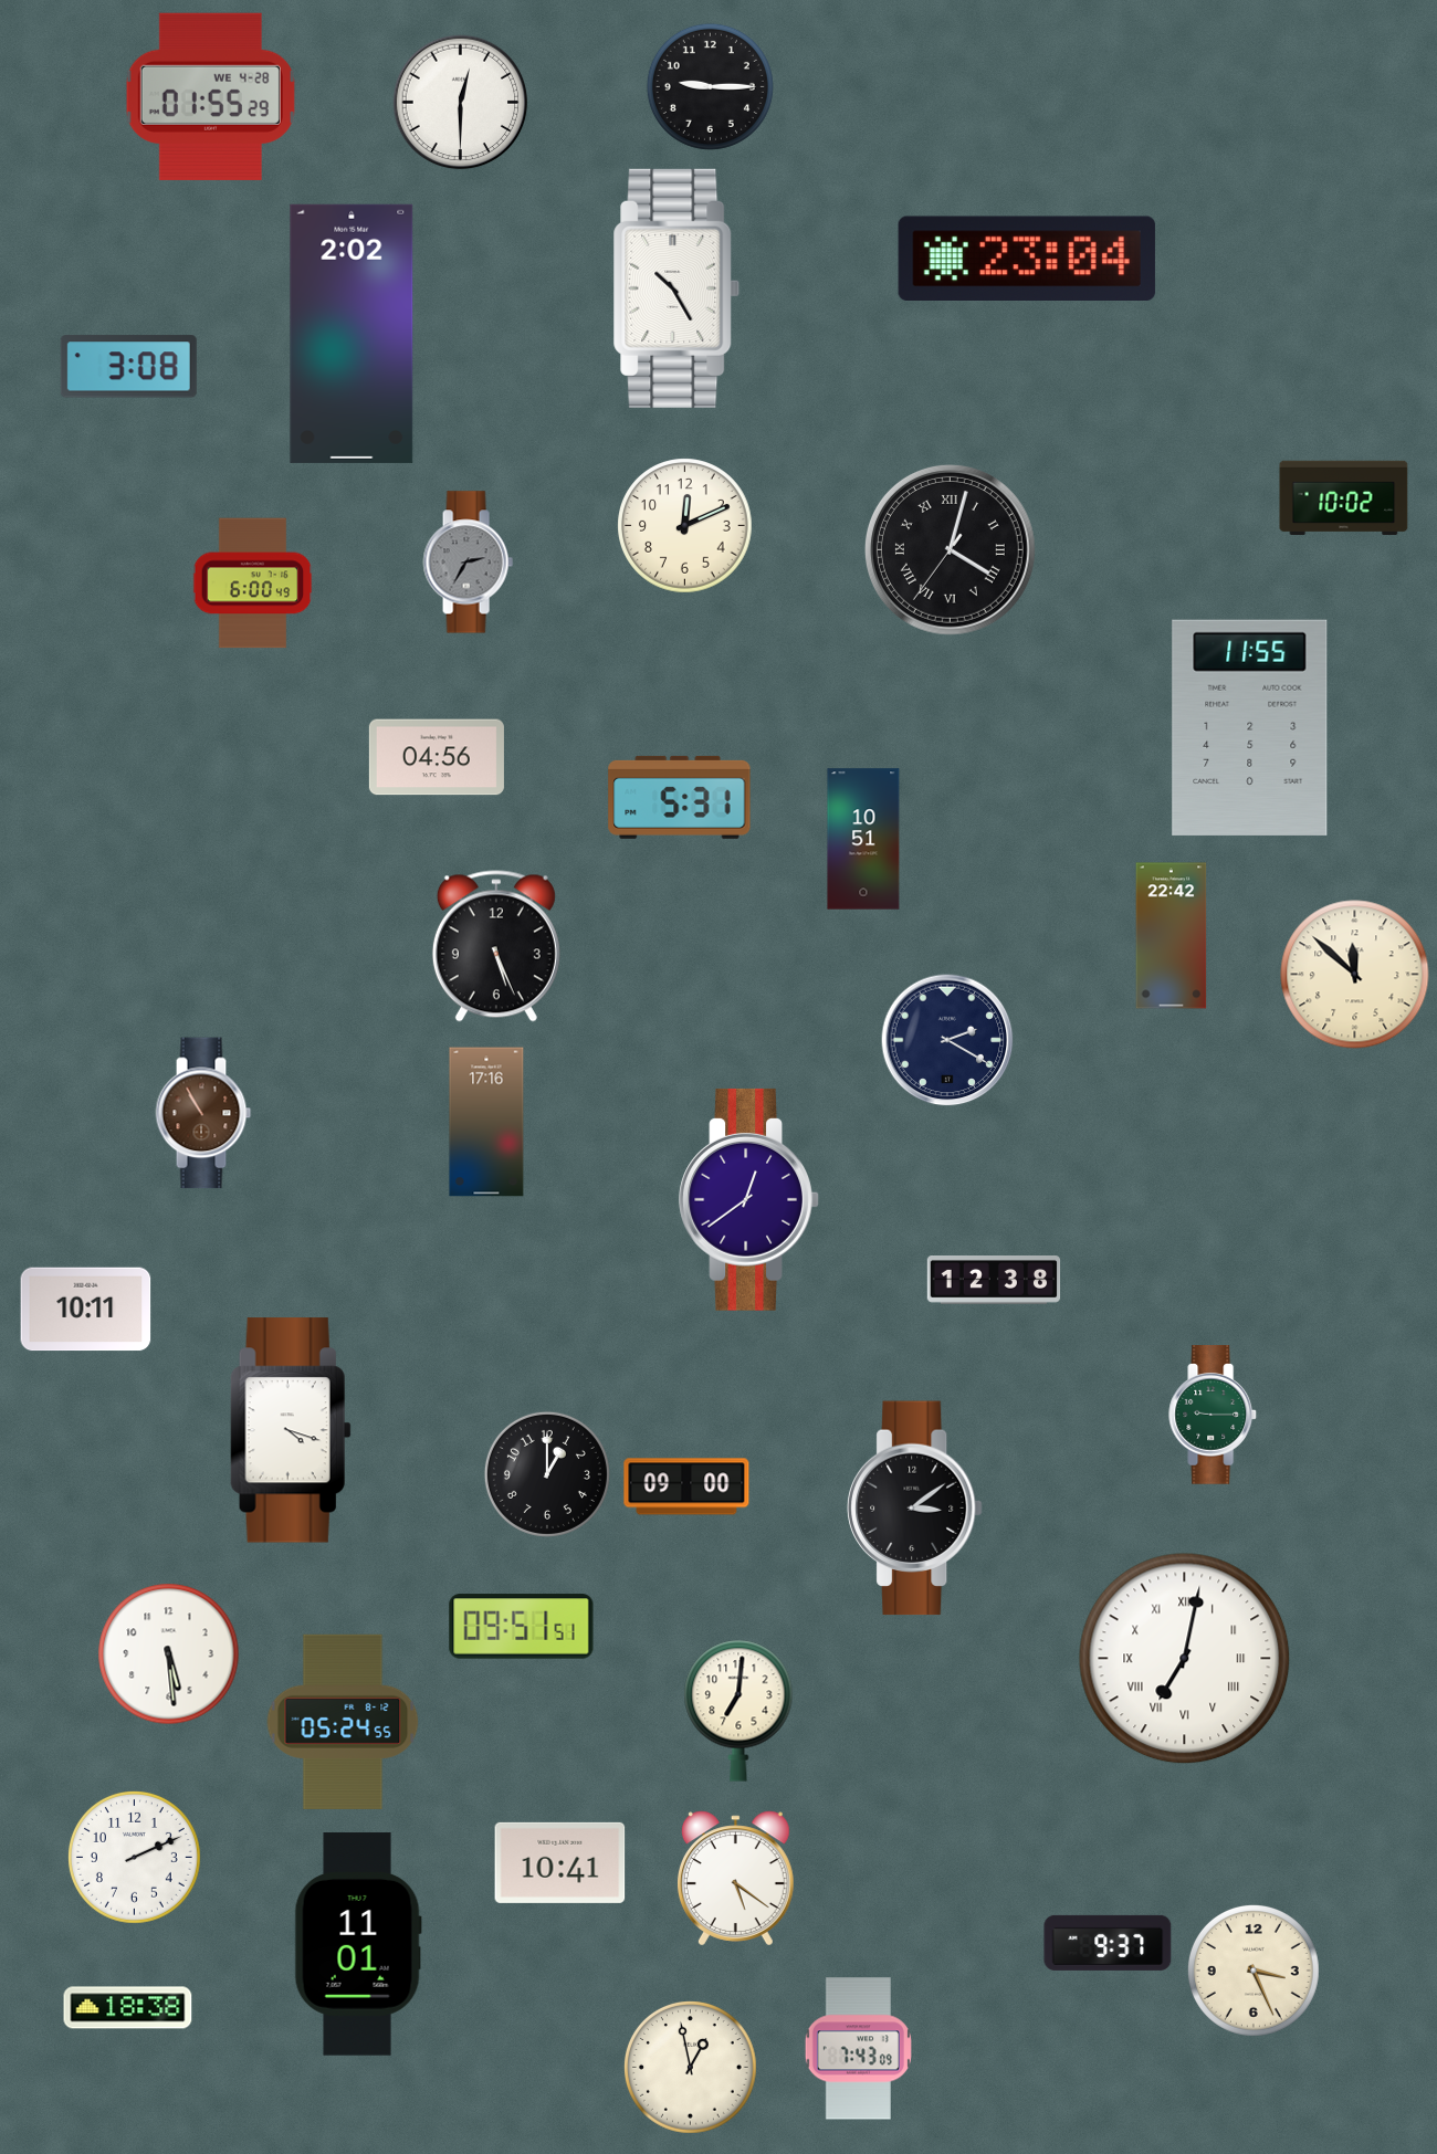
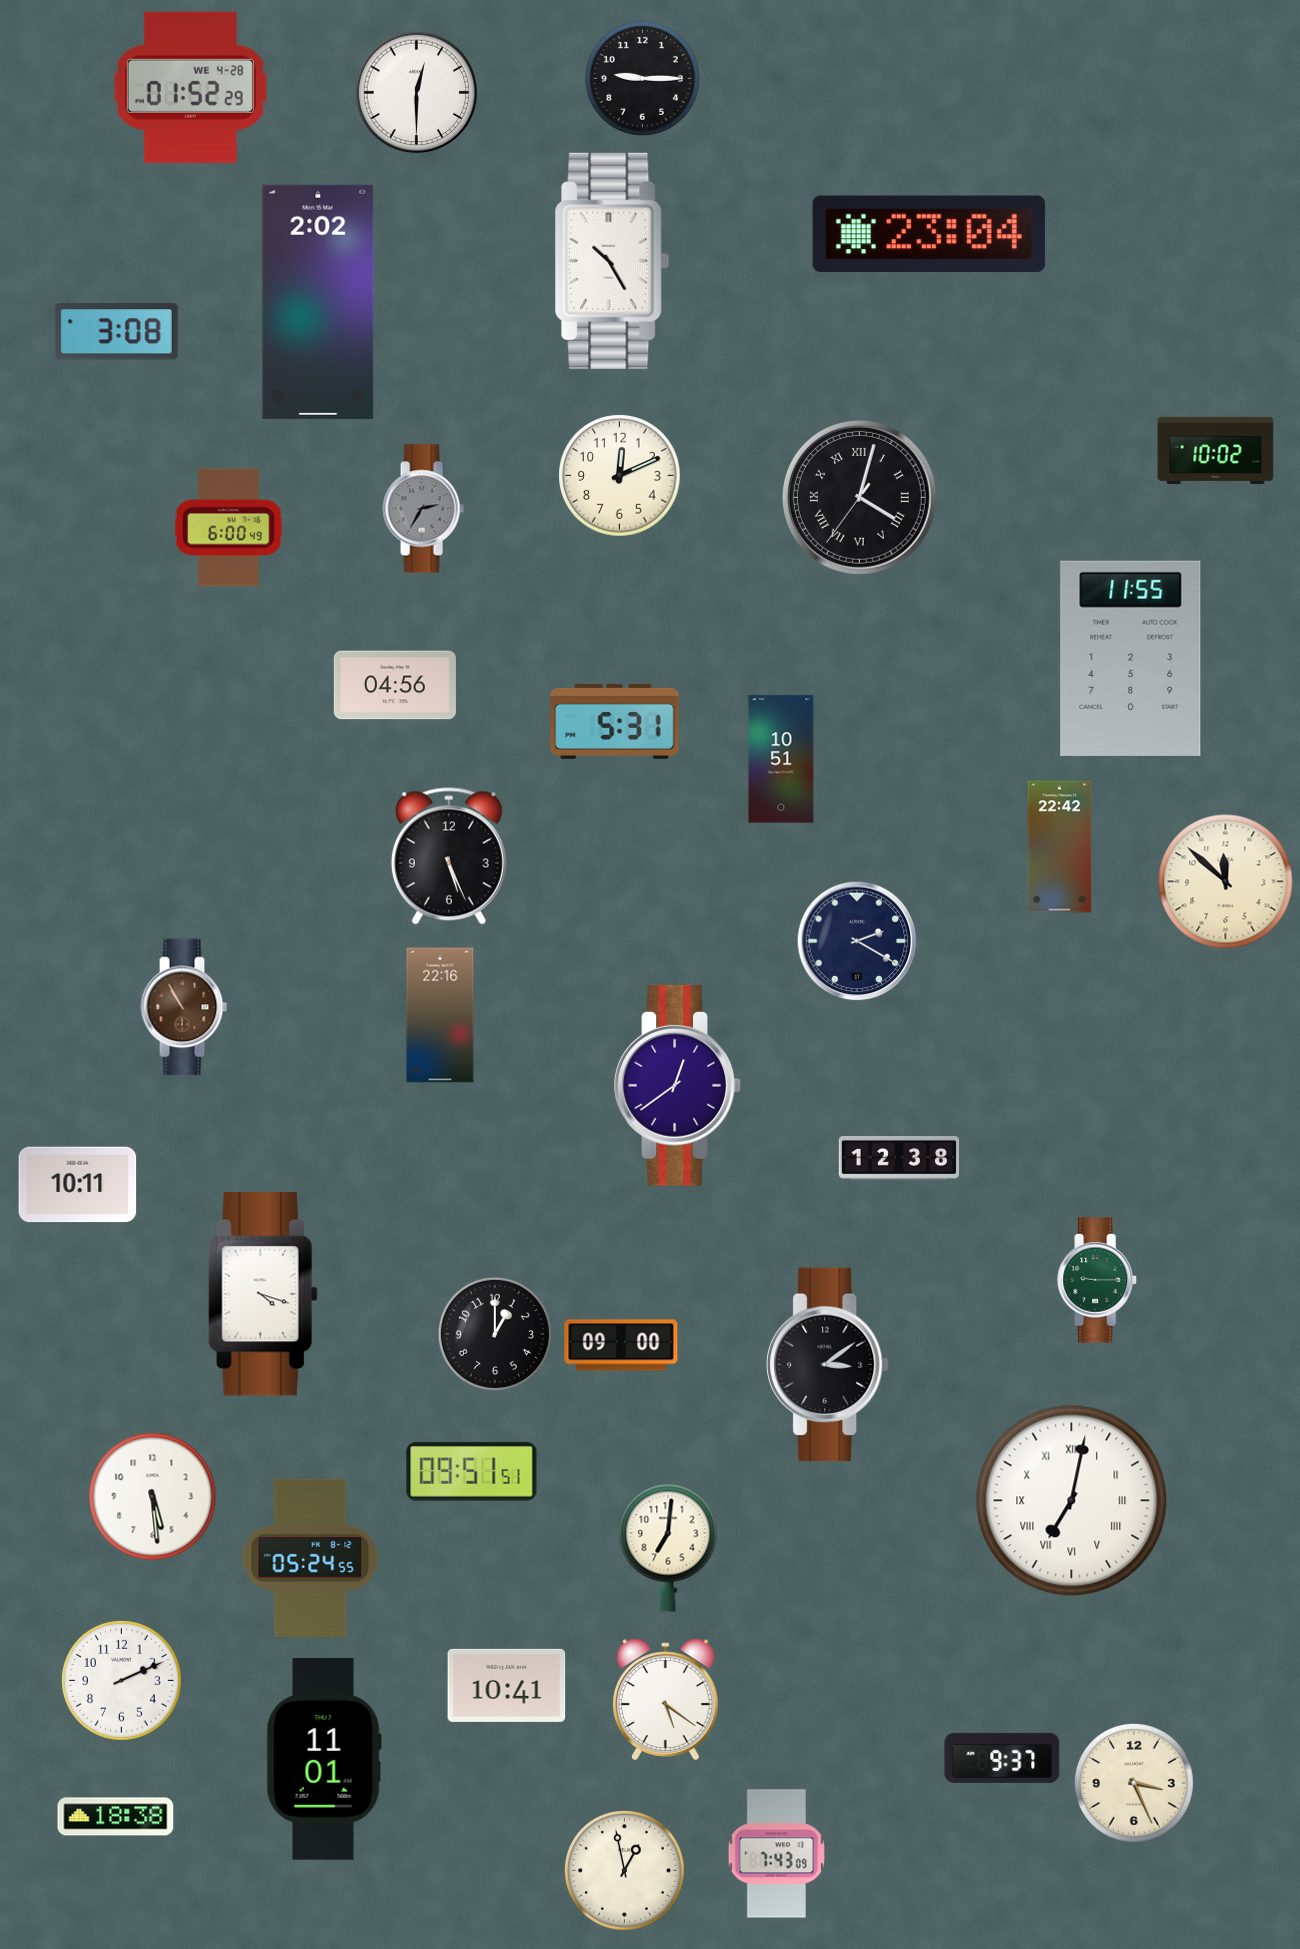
clock at (210, 96): 01:55 -> 01:52
clock at (486, 1122): 17:16 -> 22:16
